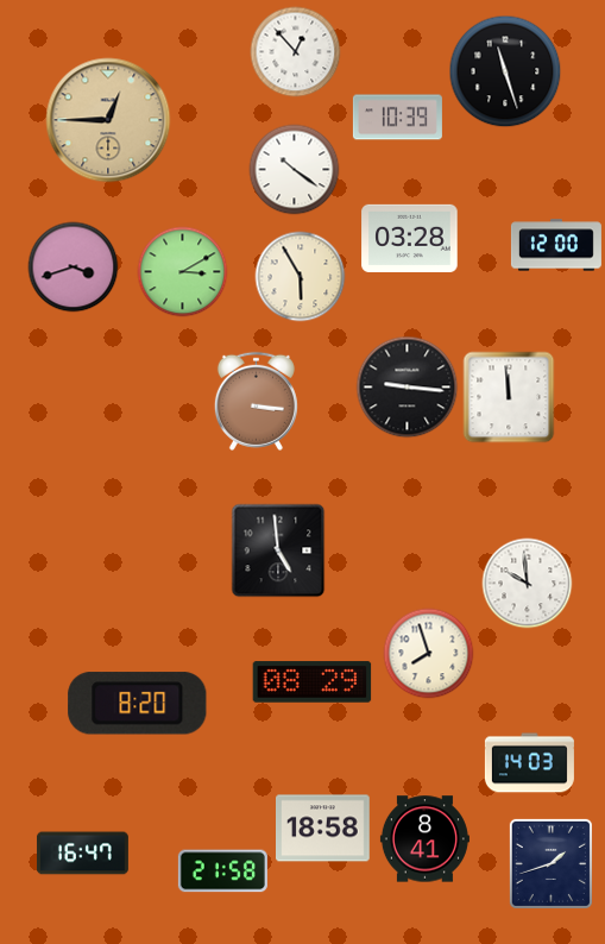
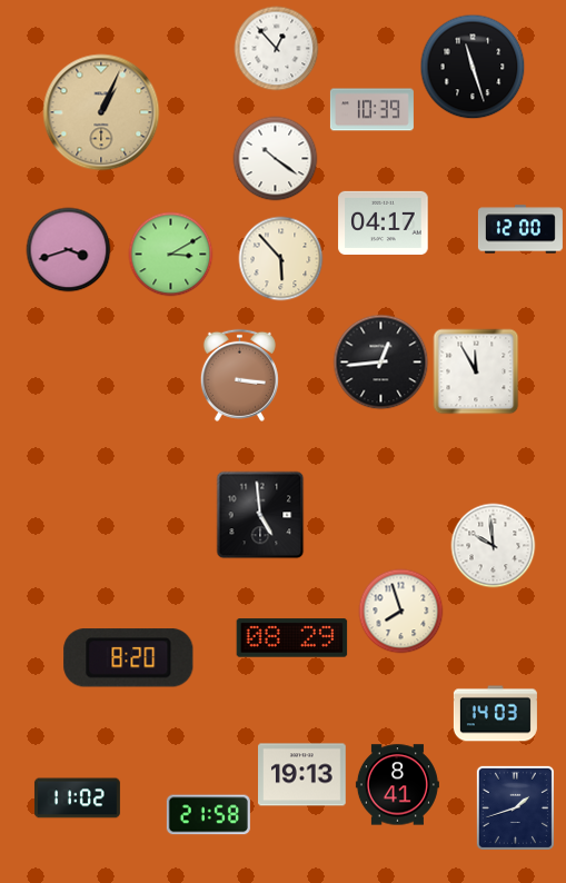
clock at (108, 120): 12:45 -> 1:04
clock at (410, 238): 03:28 -> 04:17
clock at (301, 277): 5:55 -> 5:53
clock at (408, 388): 9:16 -> 12:44
clock at (509, 397): 11:59 -> 11:55
clock at (323, 829): 18:58 -> 19:13
clock at (82, 854): 16:47 -> 11:02
